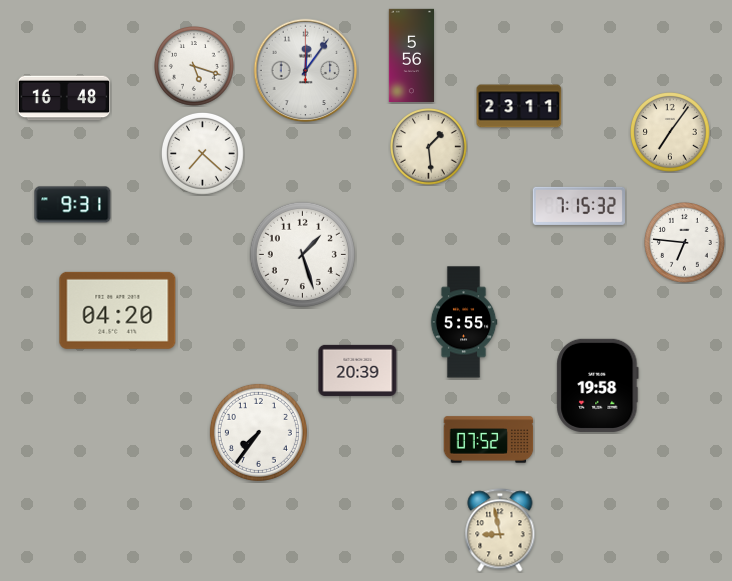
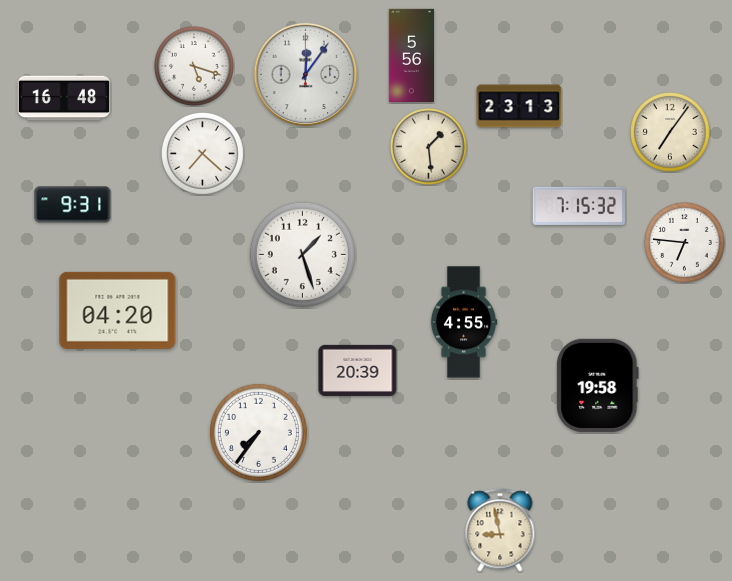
clock at (306, 71) position: (306, 71) -> (306, 75)
clock at (519, 106): 23:11 -> 23:13
clock at (464, 322): 5:55 -> 4:55
clock at (489, 440): 07:52 -> none
